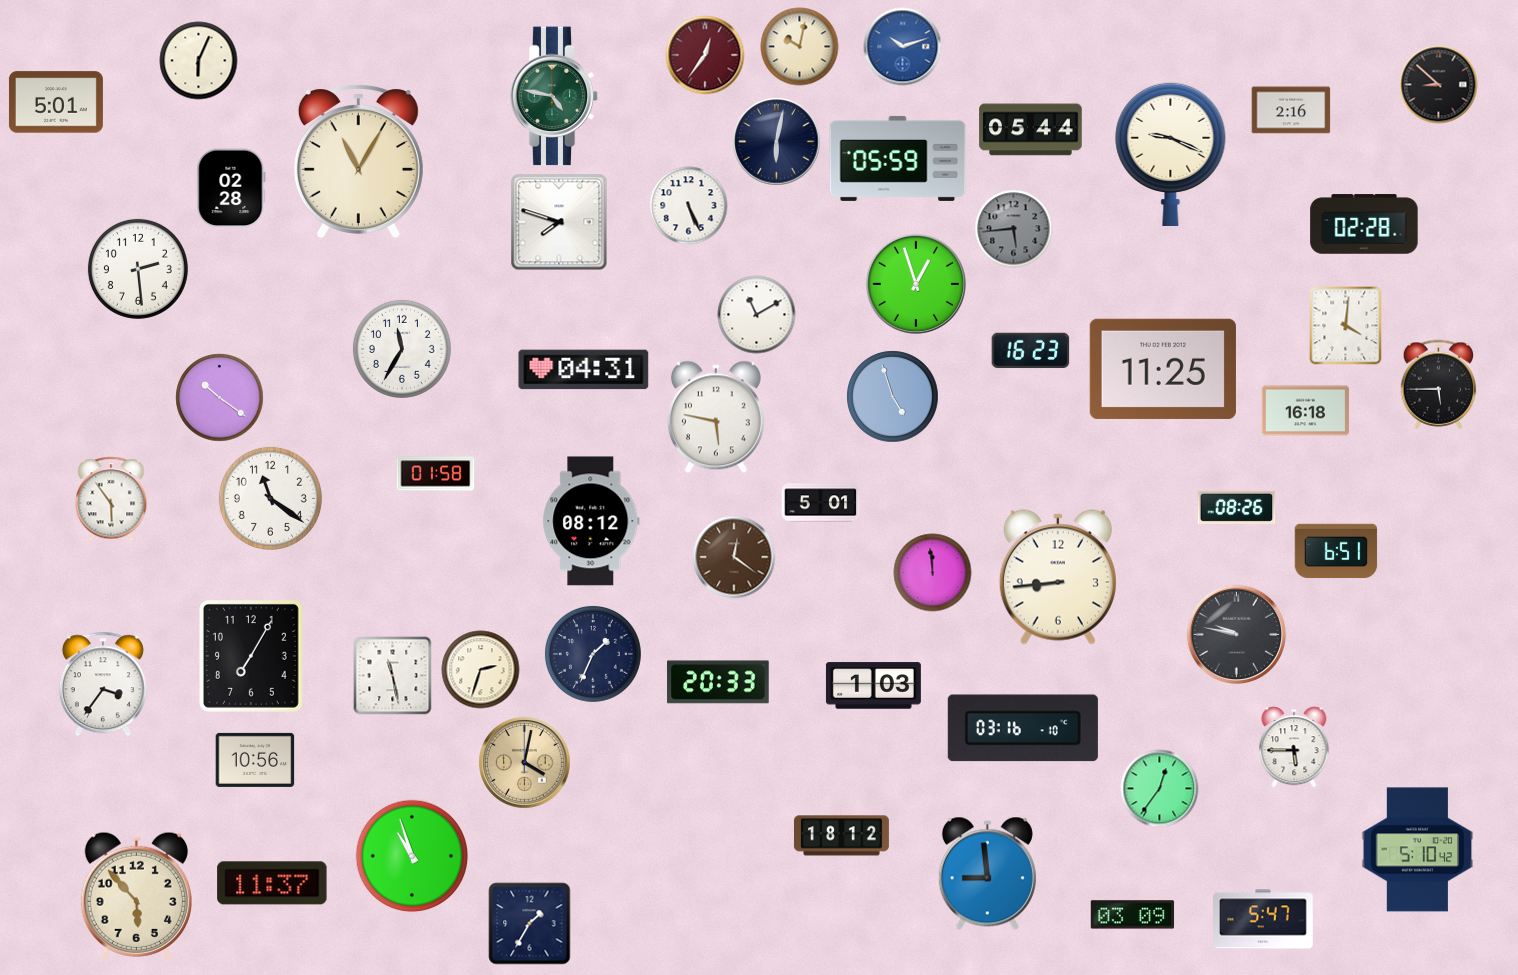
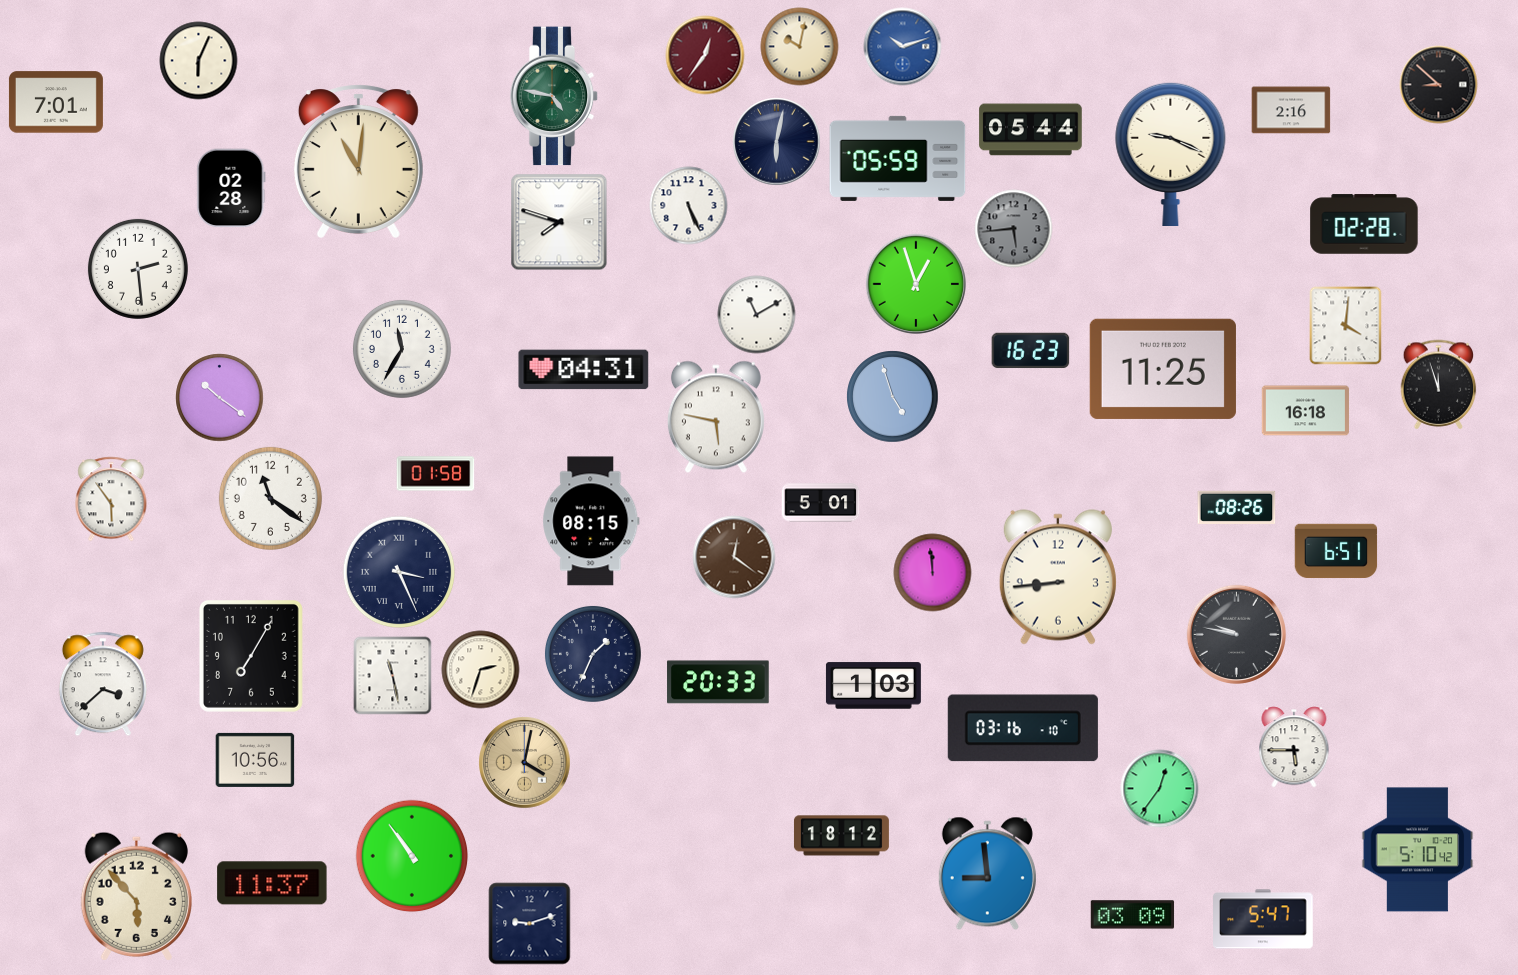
clock at (56, 102): 5:01 -> 7:01
clock at (358, 161): 11:05 -> 11:01
clock at (1439, 384): 5:45 -> 11:57
clock at (591, 521): 08:12 -> 08:15
clock at (399, 572): none -> 3:26
clock at (103, 684): 3:36 -> 3:38
clock at (412, 856): 10:57 -> 10:54
clock at (529, 923): 1:35 -> 9:12
